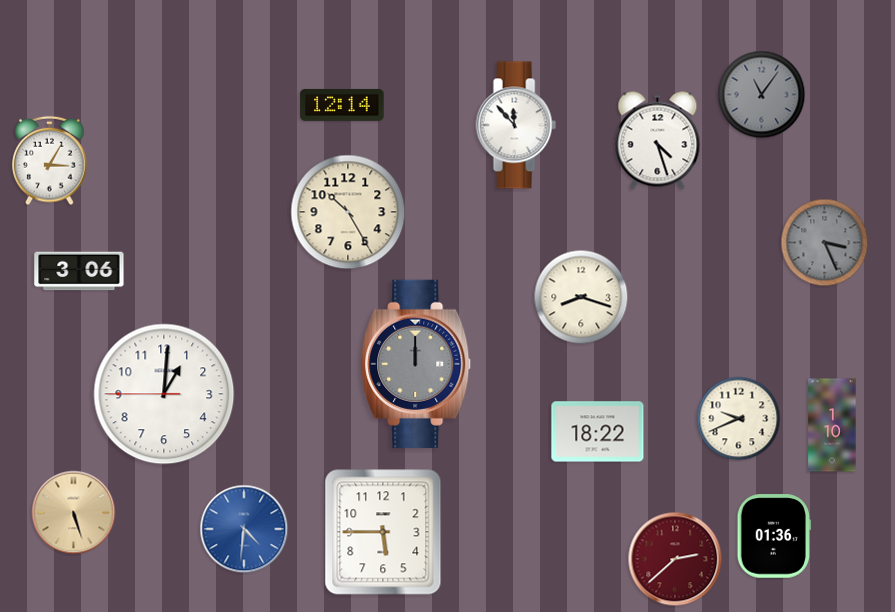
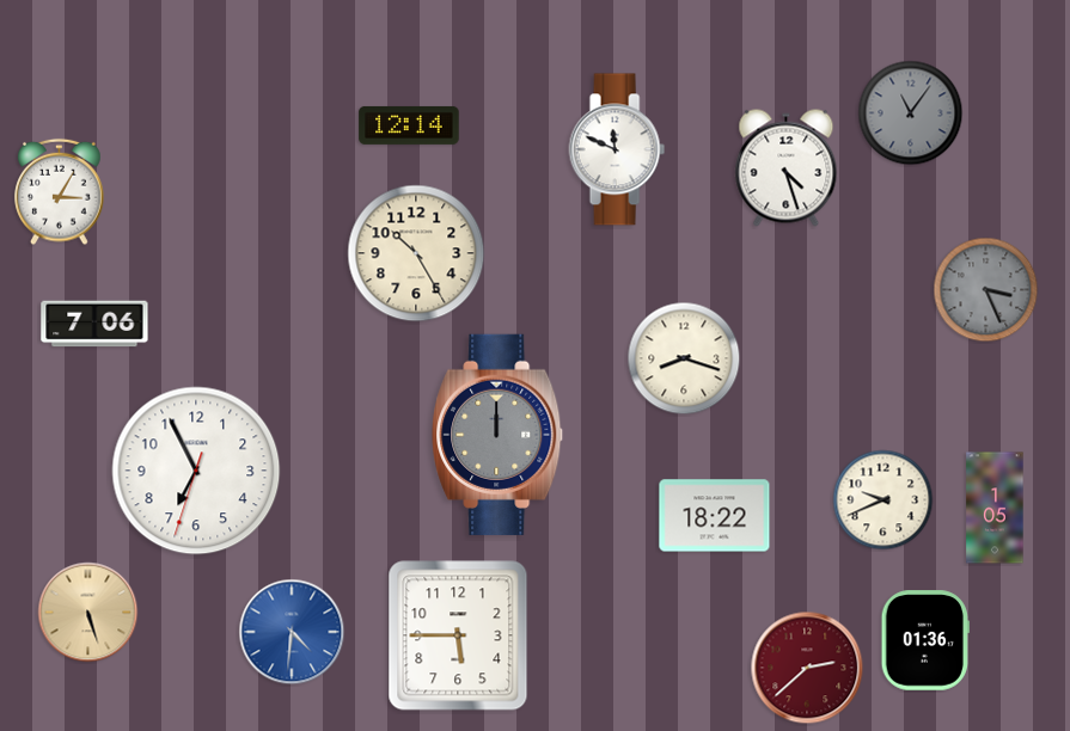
clock at (516, 125): 11:53 -> 11:49
clock at (79, 271): 3:06 -> 7:06
clock at (581, 297) position: (581, 297) -> (684, 358)
clock at (164, 394): 1:00 -> 6:55
clock at (832, 425): 1:10 -> 1:05
